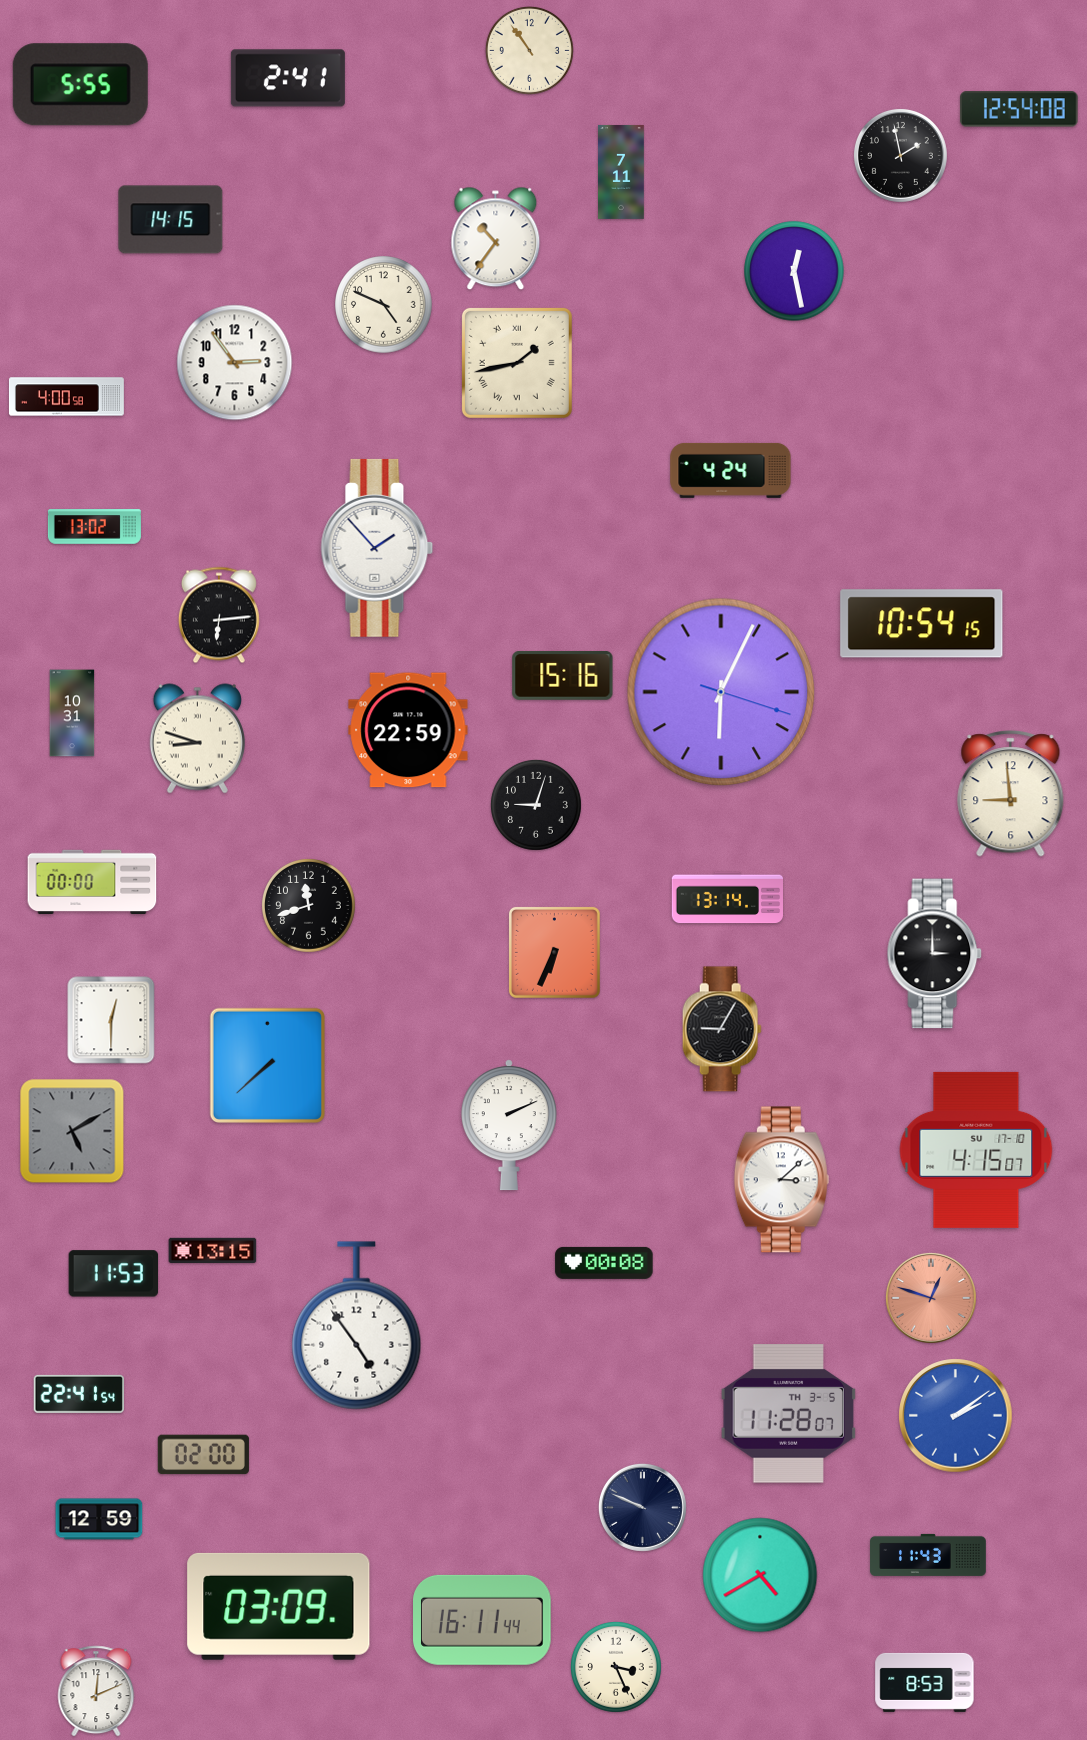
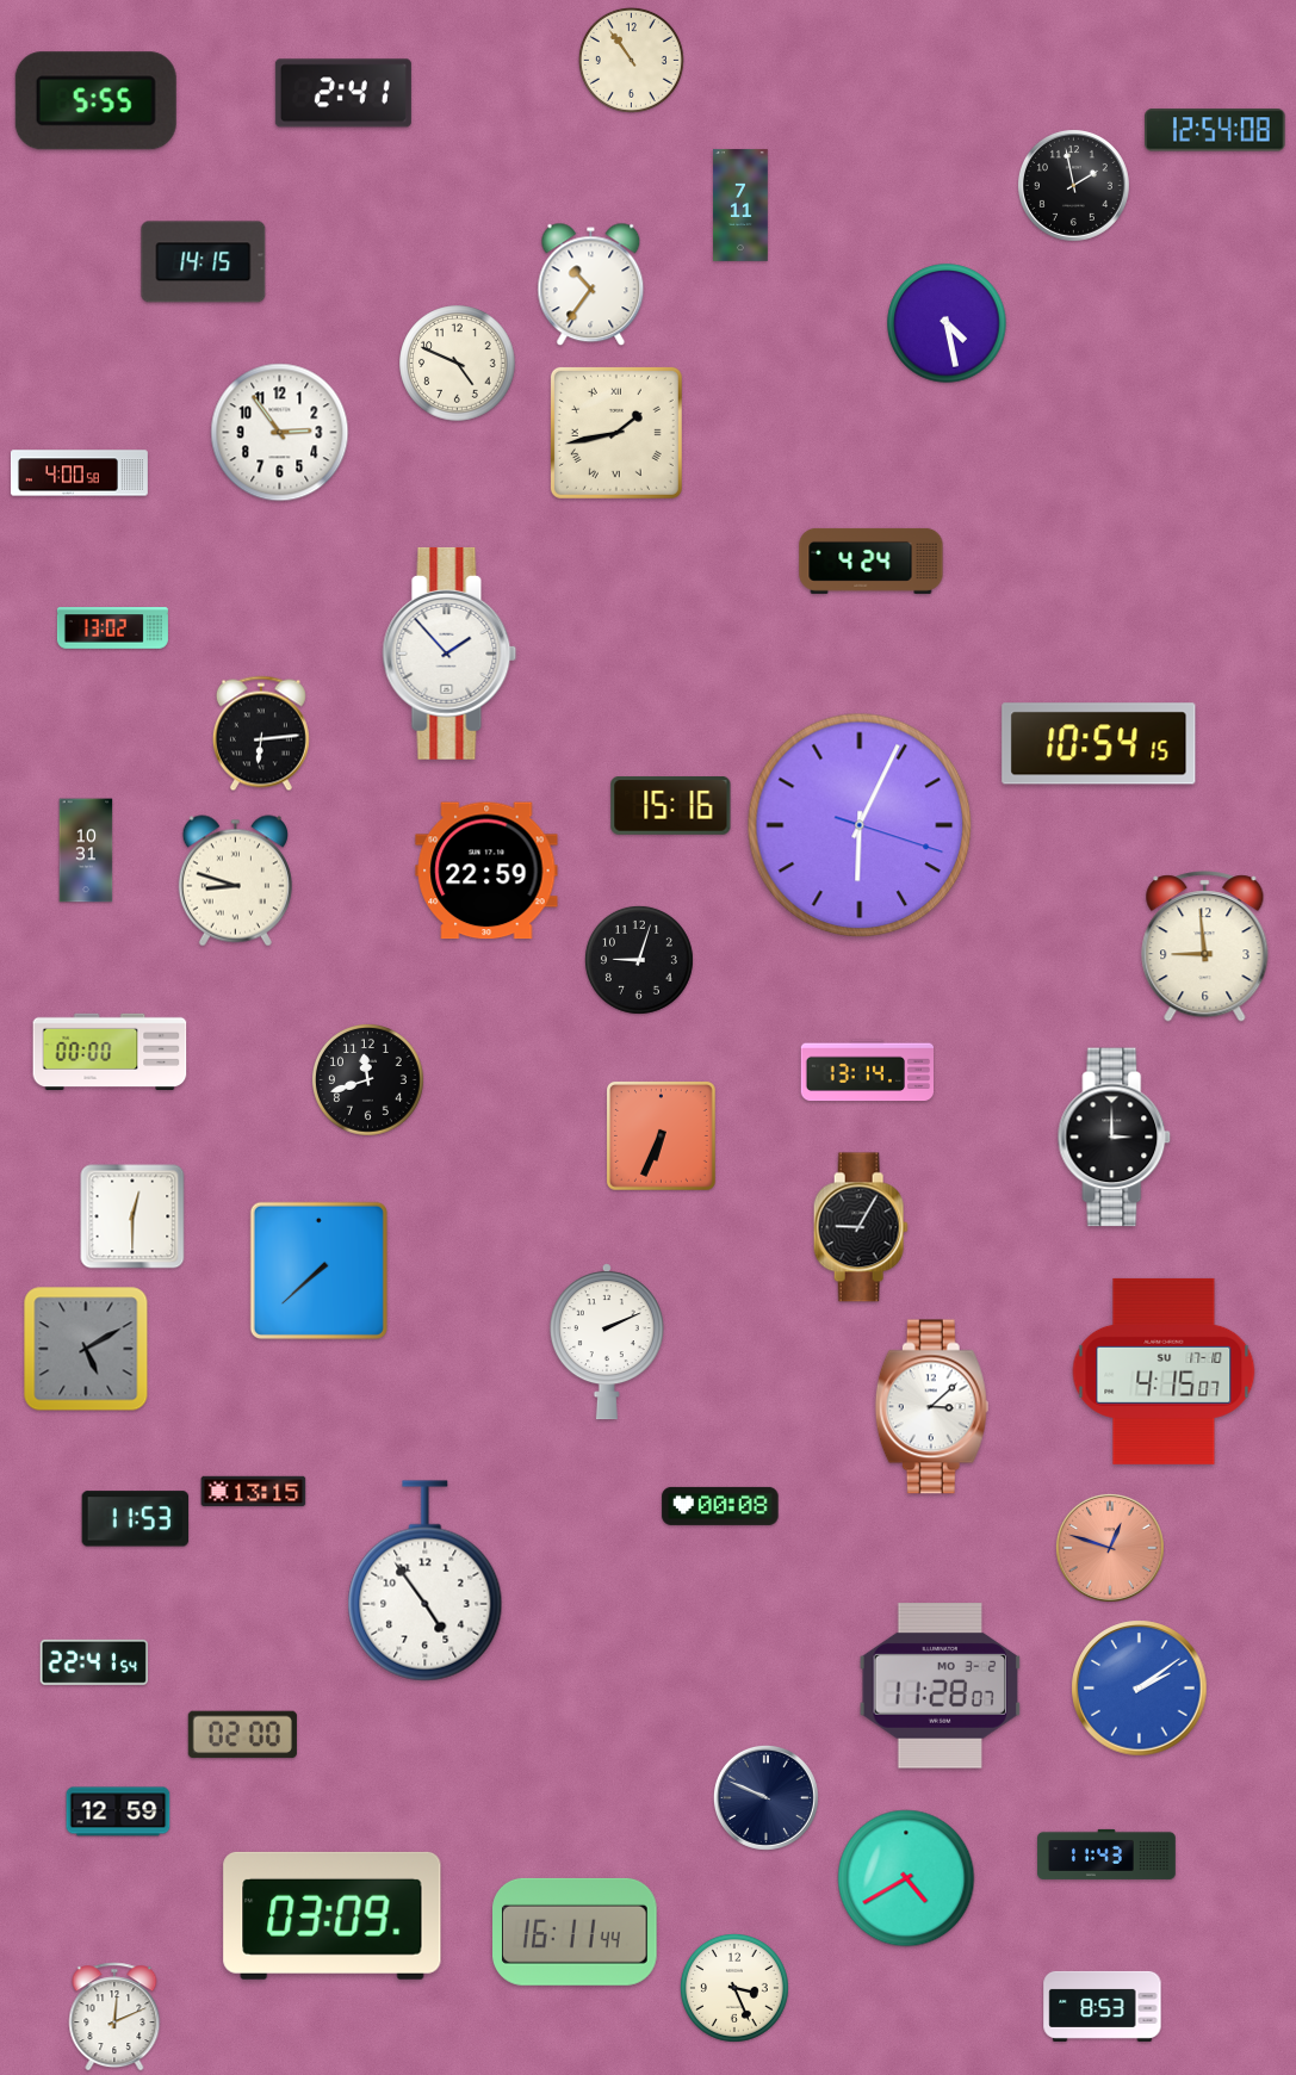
clock at (794, 271): 12:28 -> 4:28
clock at (789, 1414) date: TH 3-5 -> MO 3-2
